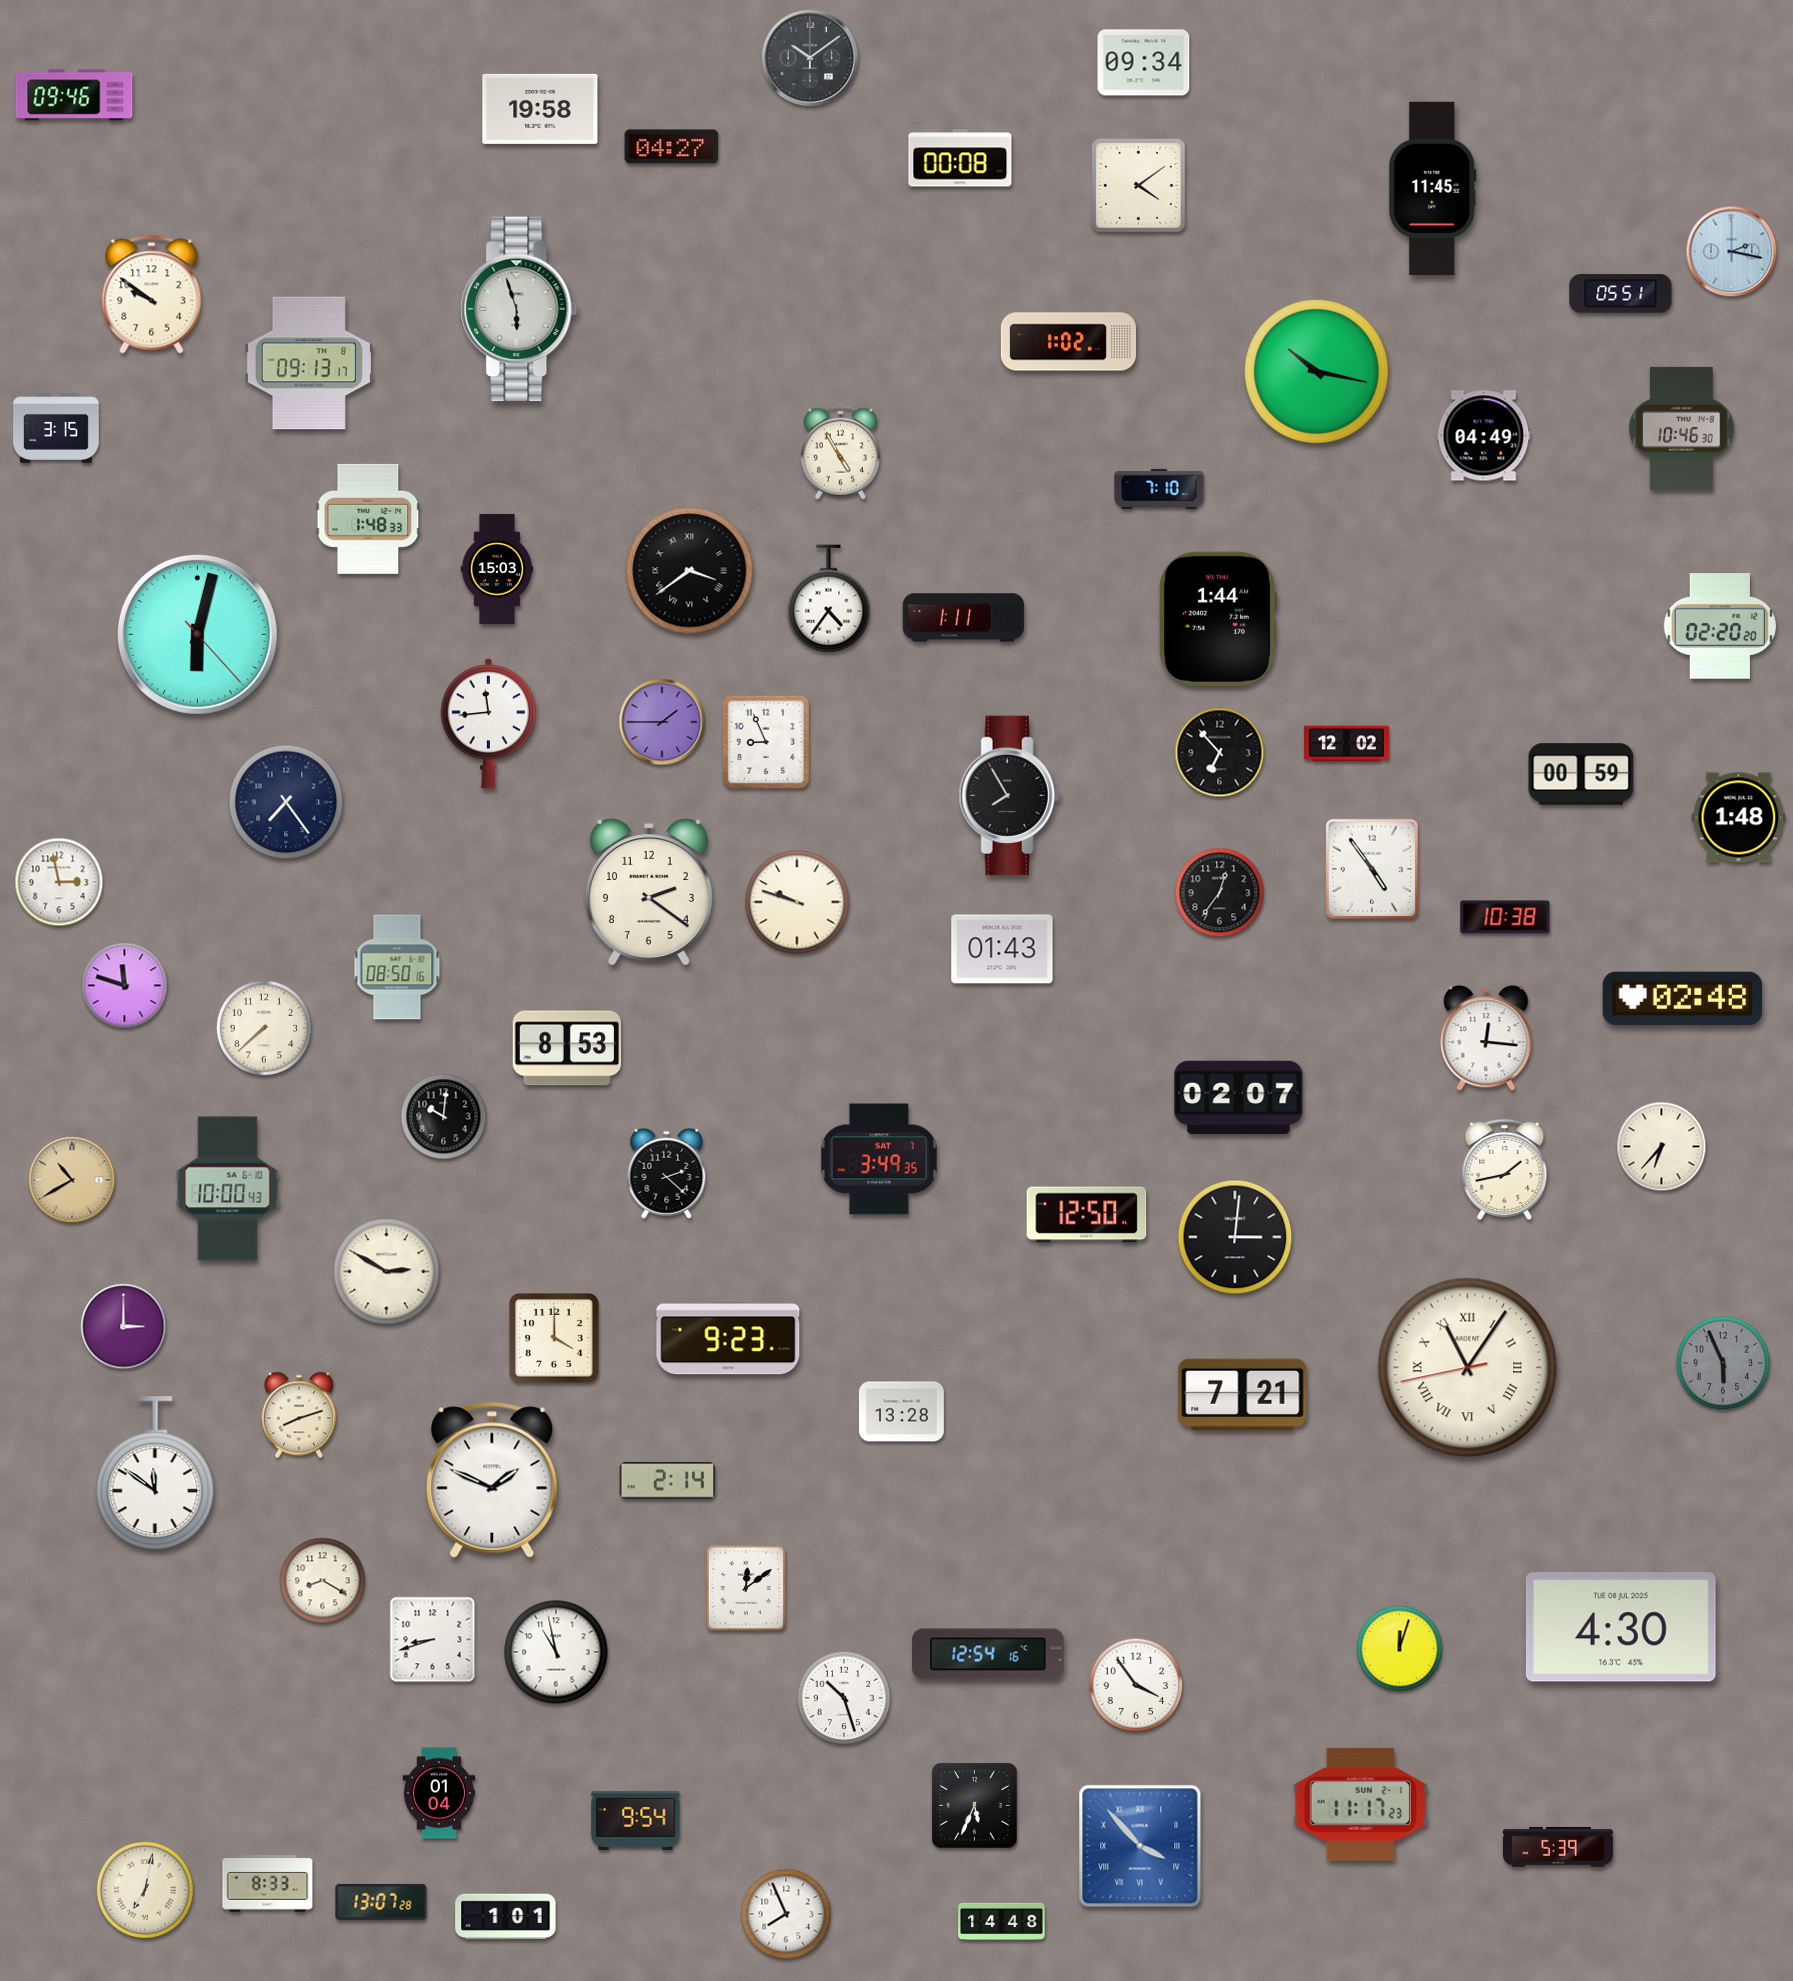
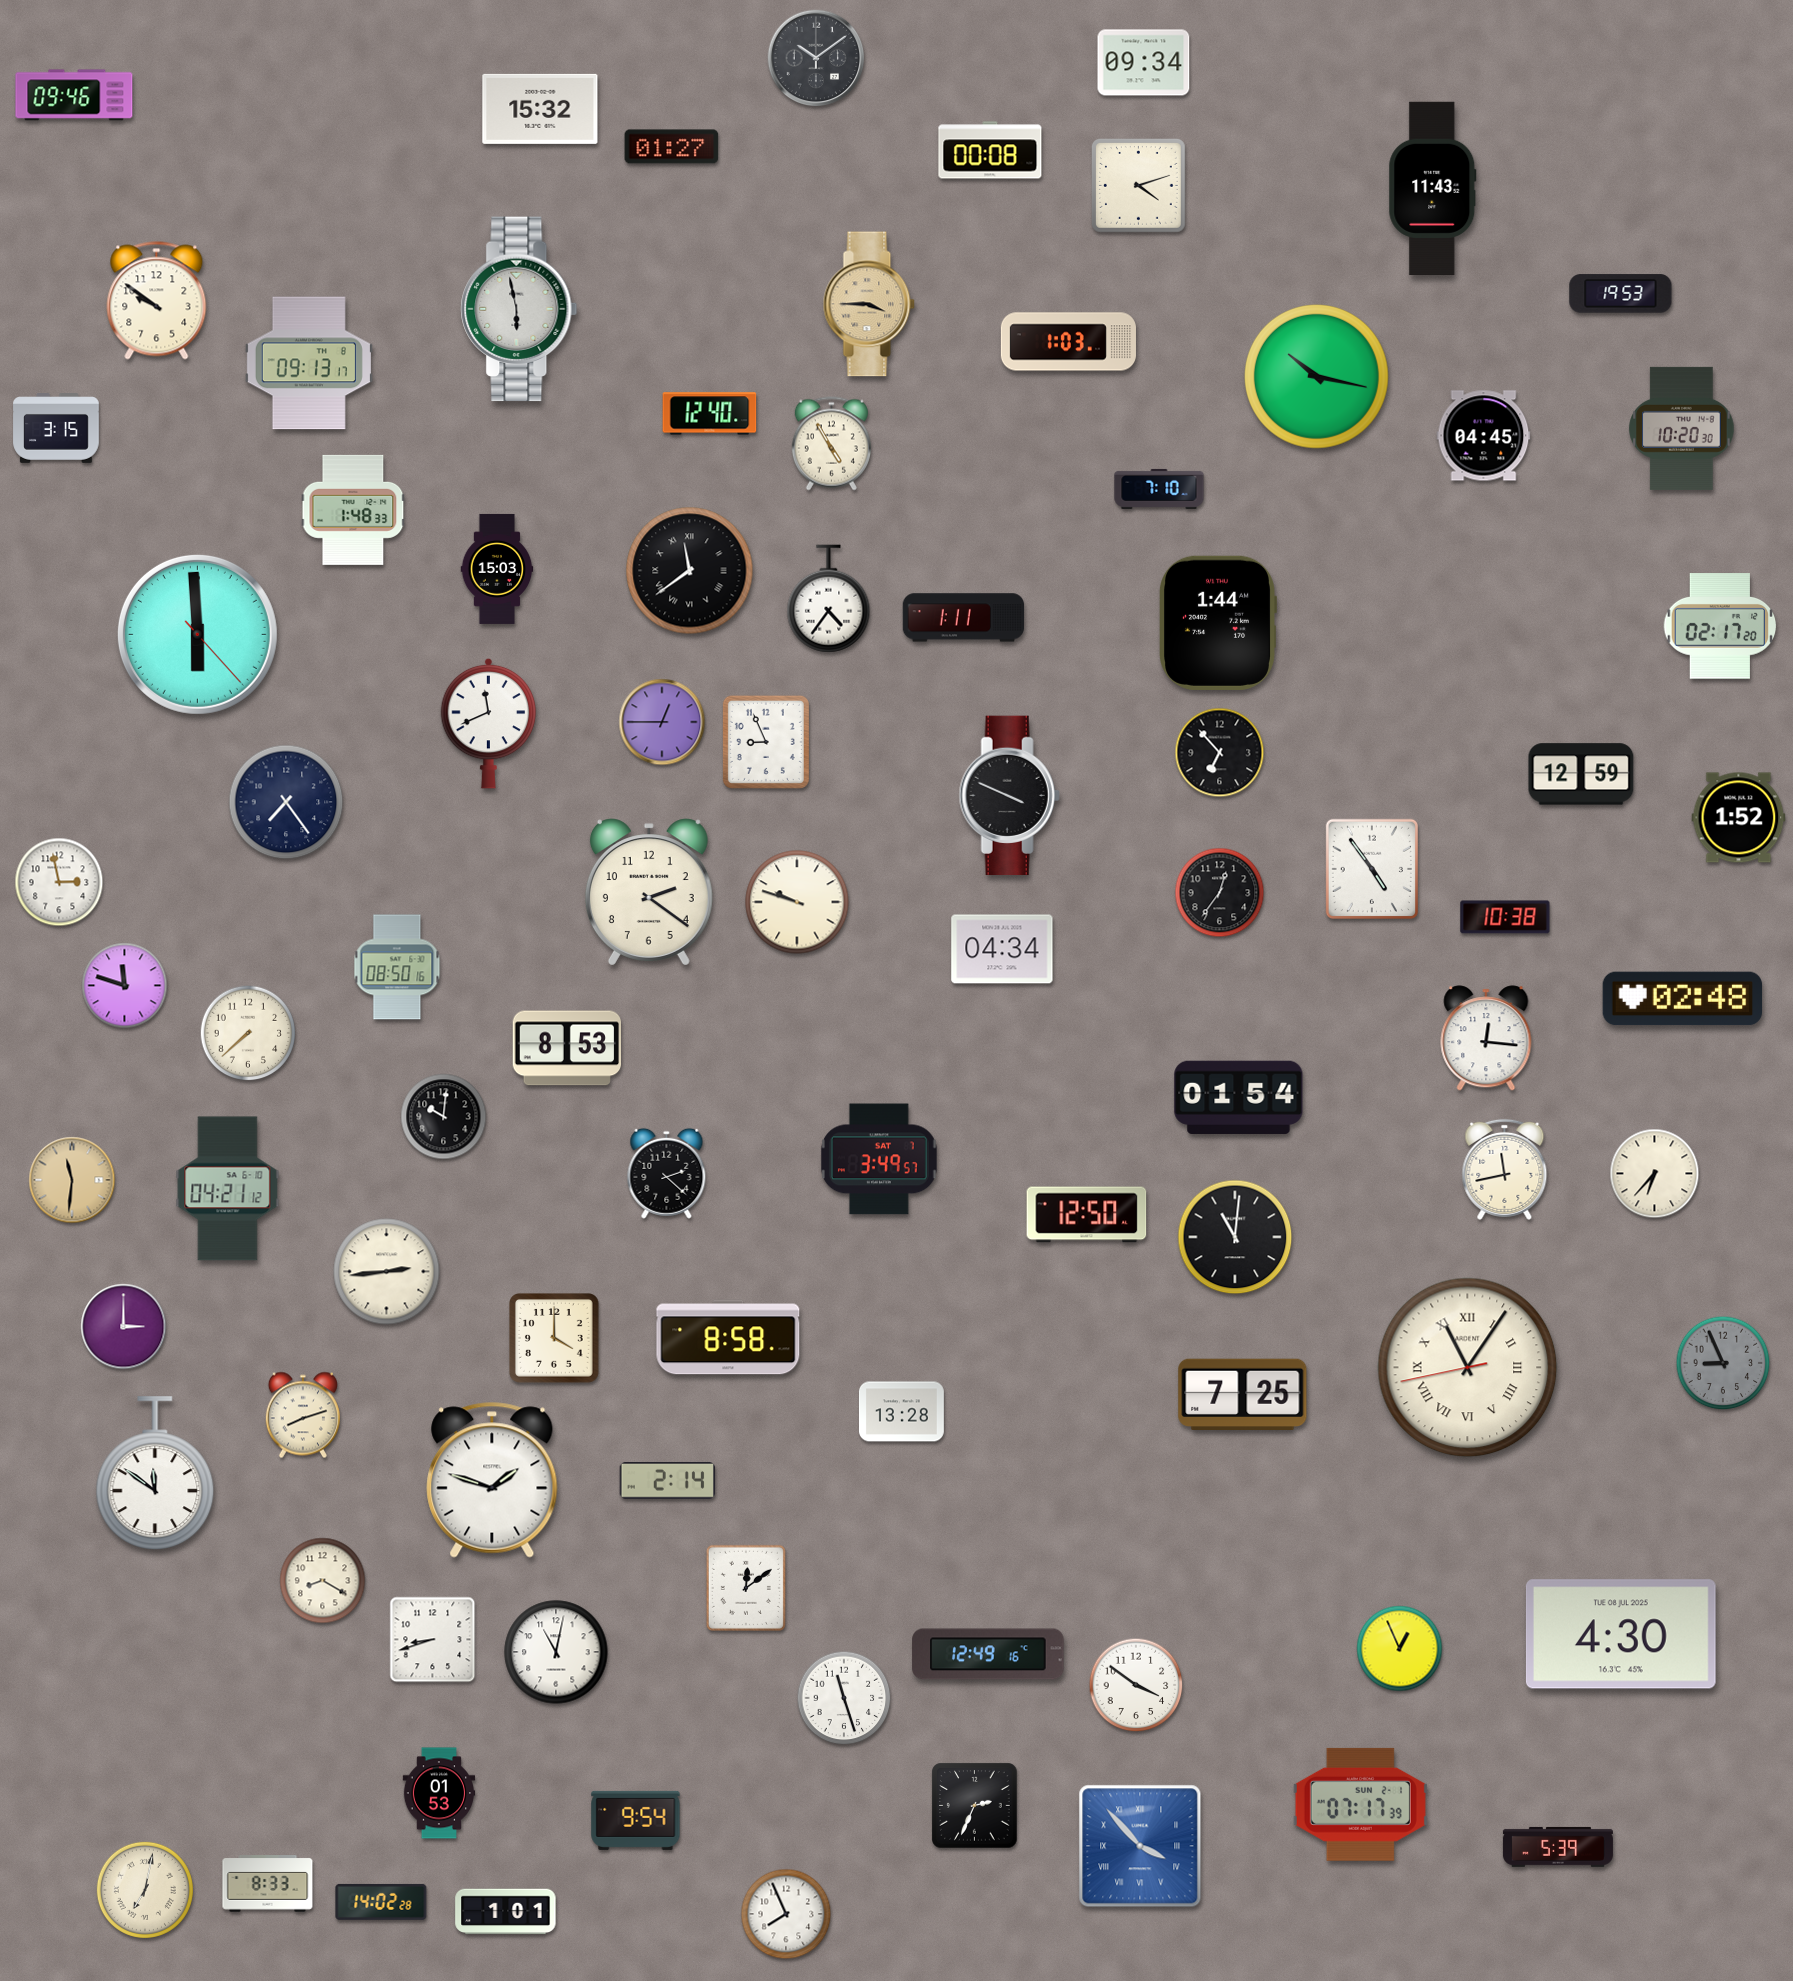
clock at (810, 58) position: (810, 58) -> (816, 58)
clock at (540, 109): 19:58 -> 15:32
clock at (672, 147): 04:27 -> 01:27
clock at (960, 158) position: (960, 158) -> (990, 150)
clock at (1139, 186): 4:09 -> 4:12
clock at (1433, 188): 11:45 -> 11:43
clock at (1732, 252): 2:17 -> none
clock at (1621, 294): 05:51 -> 19:53
clock at (152, 295) position: (152, 295) -> (157, 301)
clock at (869, 304): none -> 3:45
clock at (519, 309): 5:57 -> 5:58
clock at (1068, 342): 1:02 -> 1:03
clock at (1316, 371) position: (1316, 371) -> (1316, 376)
clock at (710, 414): none -> 12:40
clock at (1682, 428): 10:46 -> 10:20
clock at (1484, 436): 04:49 -> 04:45
clock at (840, 453) position: (840, 453) -> (831, 444)
clock at (368, 519) position: (368, 519) -> (353, 510)
clock at (690, 571): 3:39 -> 11:39
clock at (1218, 619) position: (1218, 619) -> (1218, 623)
clock at (1720, 626): 02:20 -> 02:17
clock at (197, 634): 6:02 -> 5:59
clock at (662, 722): 1:45 -> 12:45
clock at (489, 723): 11:44 -> 11:41
clock at (1346, 744): 12:02 -> none
clock at (1581, 774): 00:59 -> 12:59
clock at (1009, 796): 7:55 -> 3:49
clock at (1739, 818): 1:48 -> 1:52
clock at (1002, 949): 01:43 -> 04:34
clock at (264, 1028) position: (264, 1028) -> (248, 1033)
clock at (1239, 1097): 02:07 -> 01:54
clock at (1662, 1147) position: (1662, 1147) -> (1655, 1174)
clock at (879, 1159): 3:49:35 -> 3:49:57
clock at (1505, 1169): 1:43 -> 11:43
clock at (72, 1180): 10:40 -> 11:31
clock at (228, 1189): 10:00 -> 04:21
clock at (1235, 1237): 3:01 -> 11:01
clock at (387, 1272): 2:50 -> 2:44
clock at (728, 1337): 9:23 -> 8:58
clock at (1723, 1363): 5:56 -> 8:56
clock at (1243, 1394): 7:21 -> 7:25
clock at (299, 1415) position: (299, 1415) -> (303, 1415)
clock at (492, 1480): 1:49 -> 1:48
clock at (1621, 1627) position: (1621, 1627) -> (1621, 1634)
clock at (1400, 1649): 12:03 -> 12:56
clock at (556, 1652): 10:58 -> 11:02
clock at (988, 1654): 12:54 -> 12:49
clock at (1136, 1685): 3:54 -> 3:51
clock at (844, 1698): 10:27 -> 11:27
clock at (439, 1793): 01:04 -> 01:53
clock at (1360, 1804): 11:17 -> 07:17
clock at (975, 1806): 5:34 -> 2:34
clock at (381, 1902): 13:07 -> 14:02
clock at (506, 1917) position: (506, 1917) -> (506, 1912)
clock at (1002, 1921): 14:48 -> none
